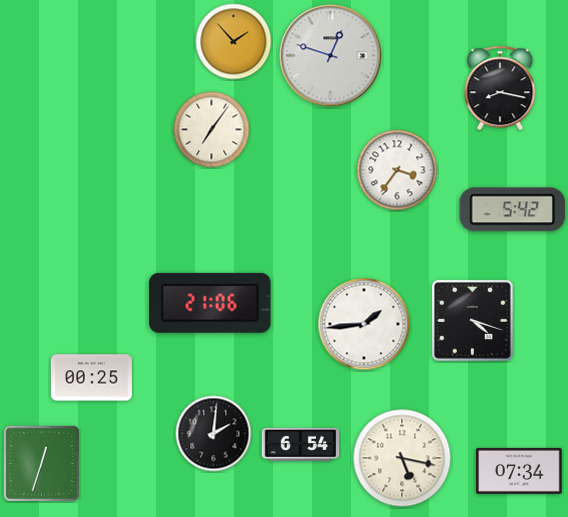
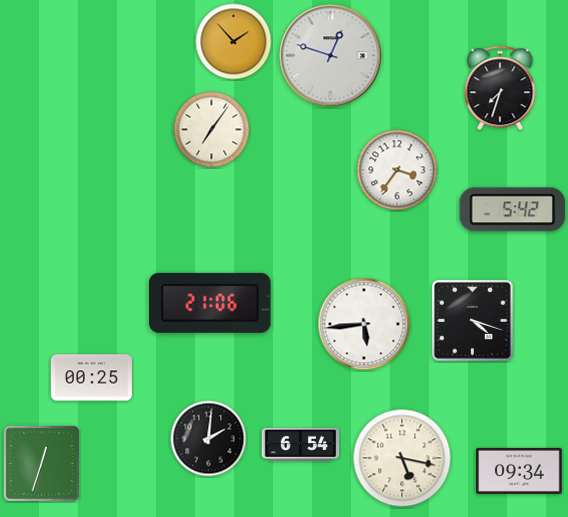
clock at (500, 88): 8:17 -> 7:33
clock at (364, 324): 1:44 -> 5:44
clock at (214, 434) position: (214, 434) -> (209, 439)
clock at (519, 471): 07:34 -> 09:34
